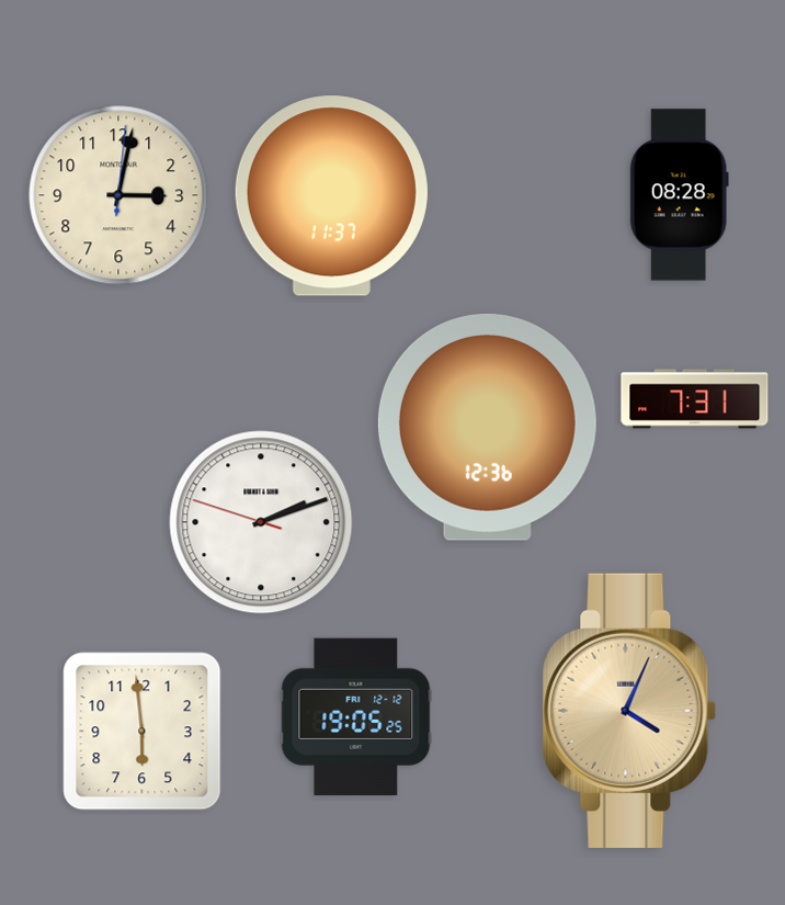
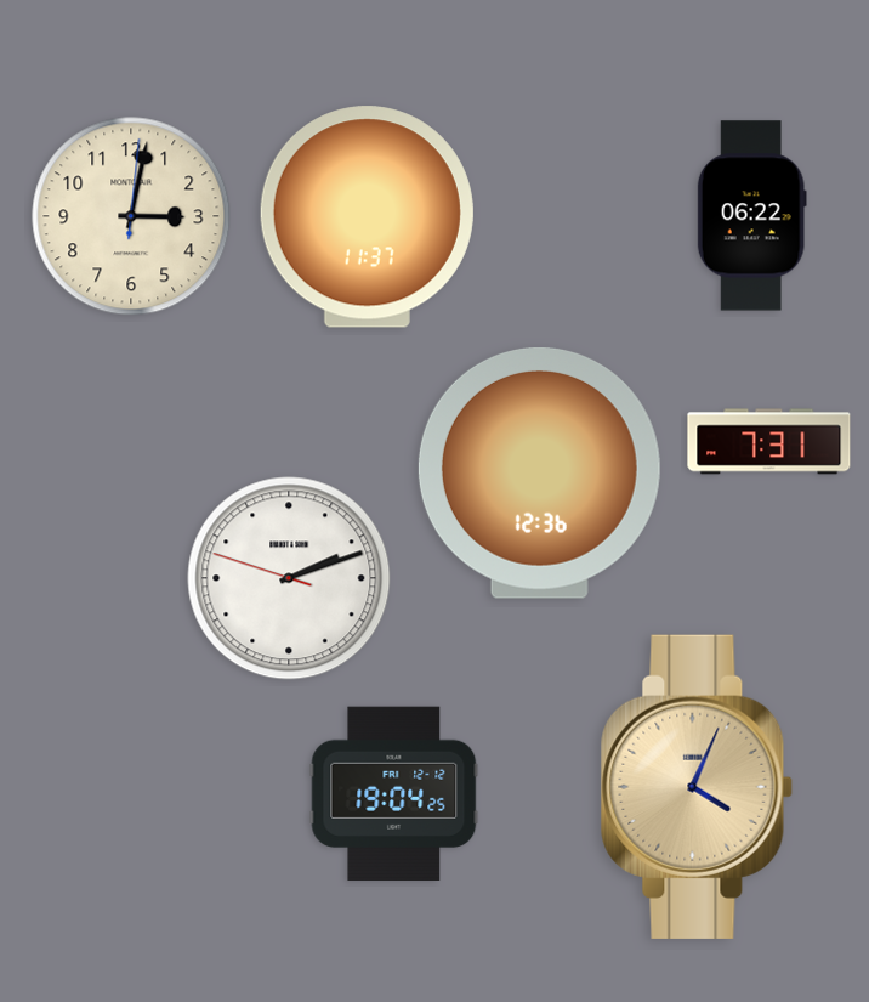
clock at (679, 195): 08:28 -> 06:22
clock at (356, 716): 19:05 -> 19:04
clock at (143, 732): 5:59 -> none
